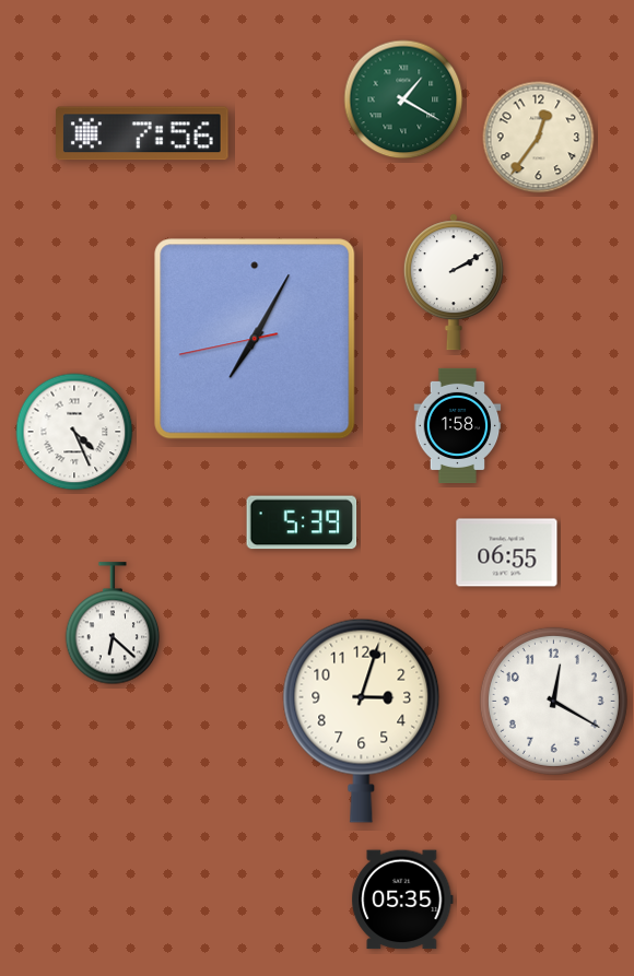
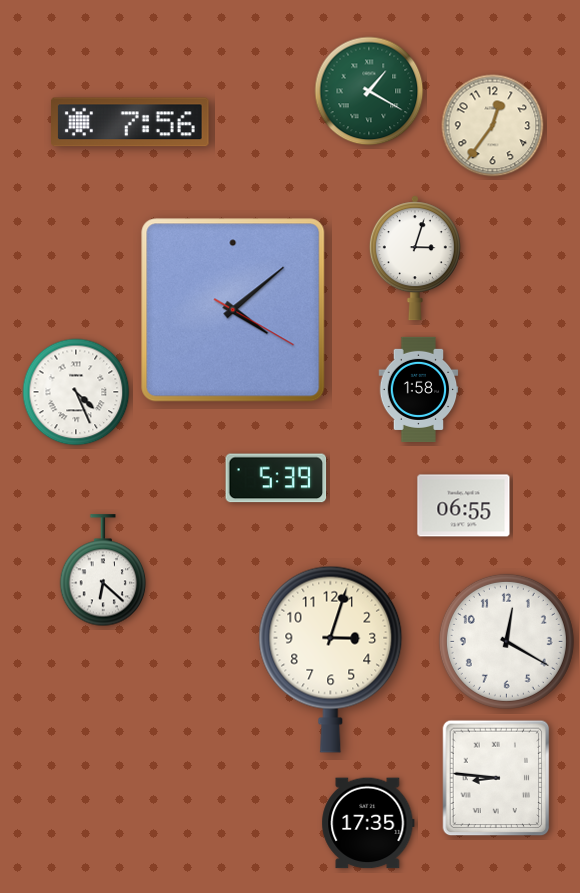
clock at (454, 282): 2:10 -> 3:03
clock at (255, 339): 7:04 -> 4:08
clock at (74, 432) position: (74, 432) -> (76, 392)
clock at (496, 778): none -> 8:46
clock at (402, 899): 05:35 -> 17:35
